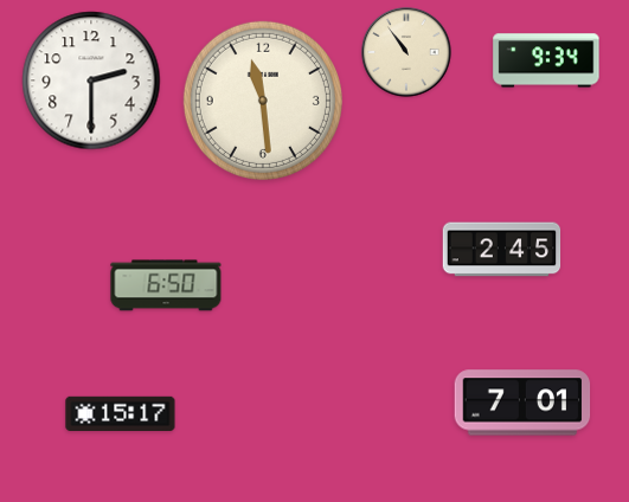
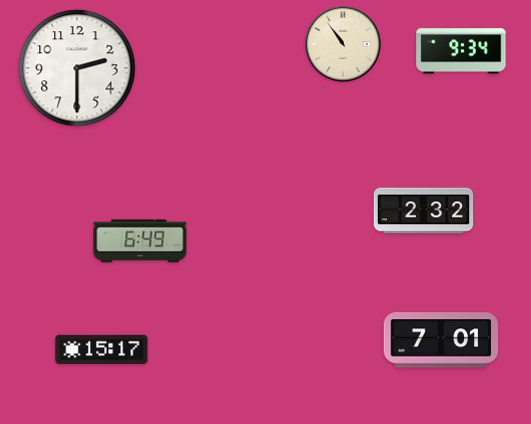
clock at (263, 101): 11:29 -> none
clock at (502, 250): 2:45 -> 2:32
clock at (166, 285): 6:50 -> 6:49
